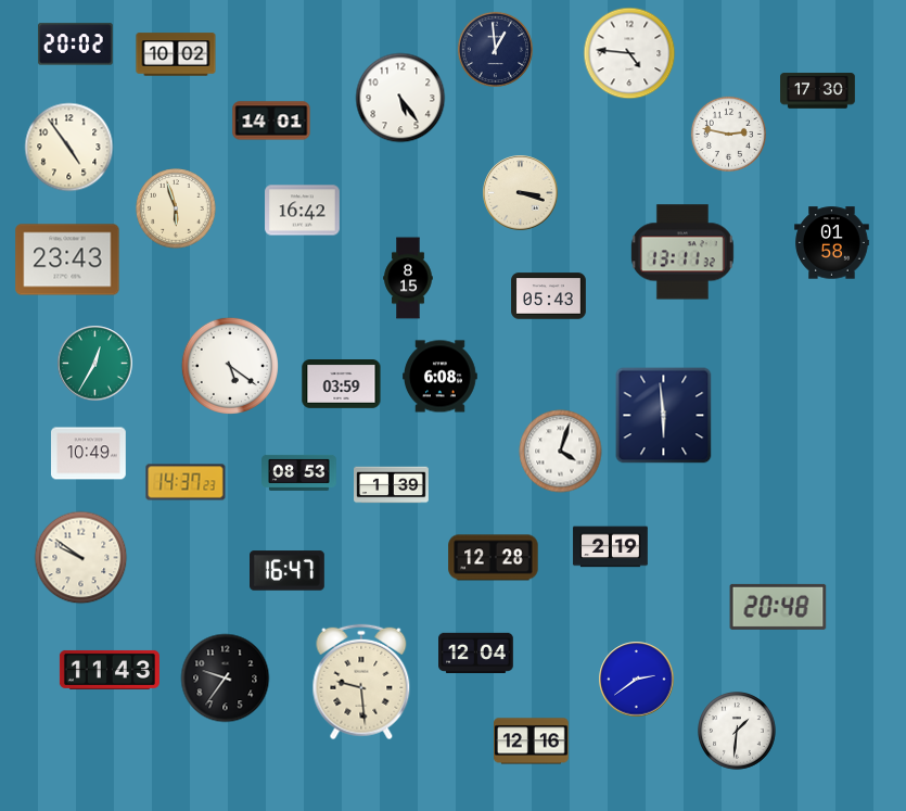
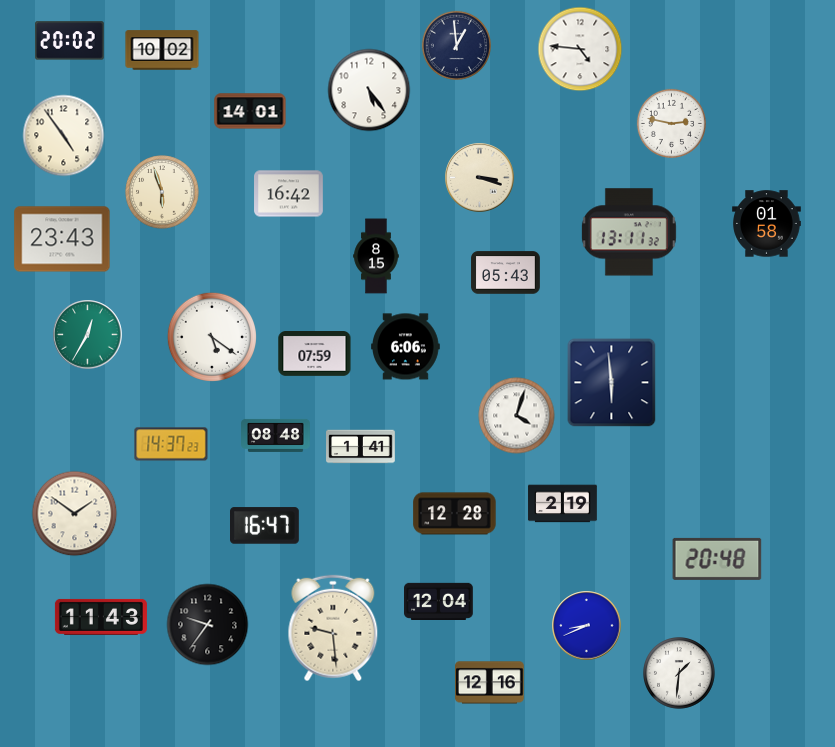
clock at (818, 91): 17:30 -> none
clock at (303, 211) position: (303, 211) -> (289, 194)
clock at (441, 377): 6:08 -> 6:06
clock at (342, 384): 03:59 -> 07:59
clock at (89, 454): 10:49 -> none
clock at (299, 472): 08:53 -> 08:48
clock at (392, 485): 1:39 -> 1:41
clock at (81, 558): 9:51 -> 1:51
clock at (637, 680): 2:39 -> 8:41
